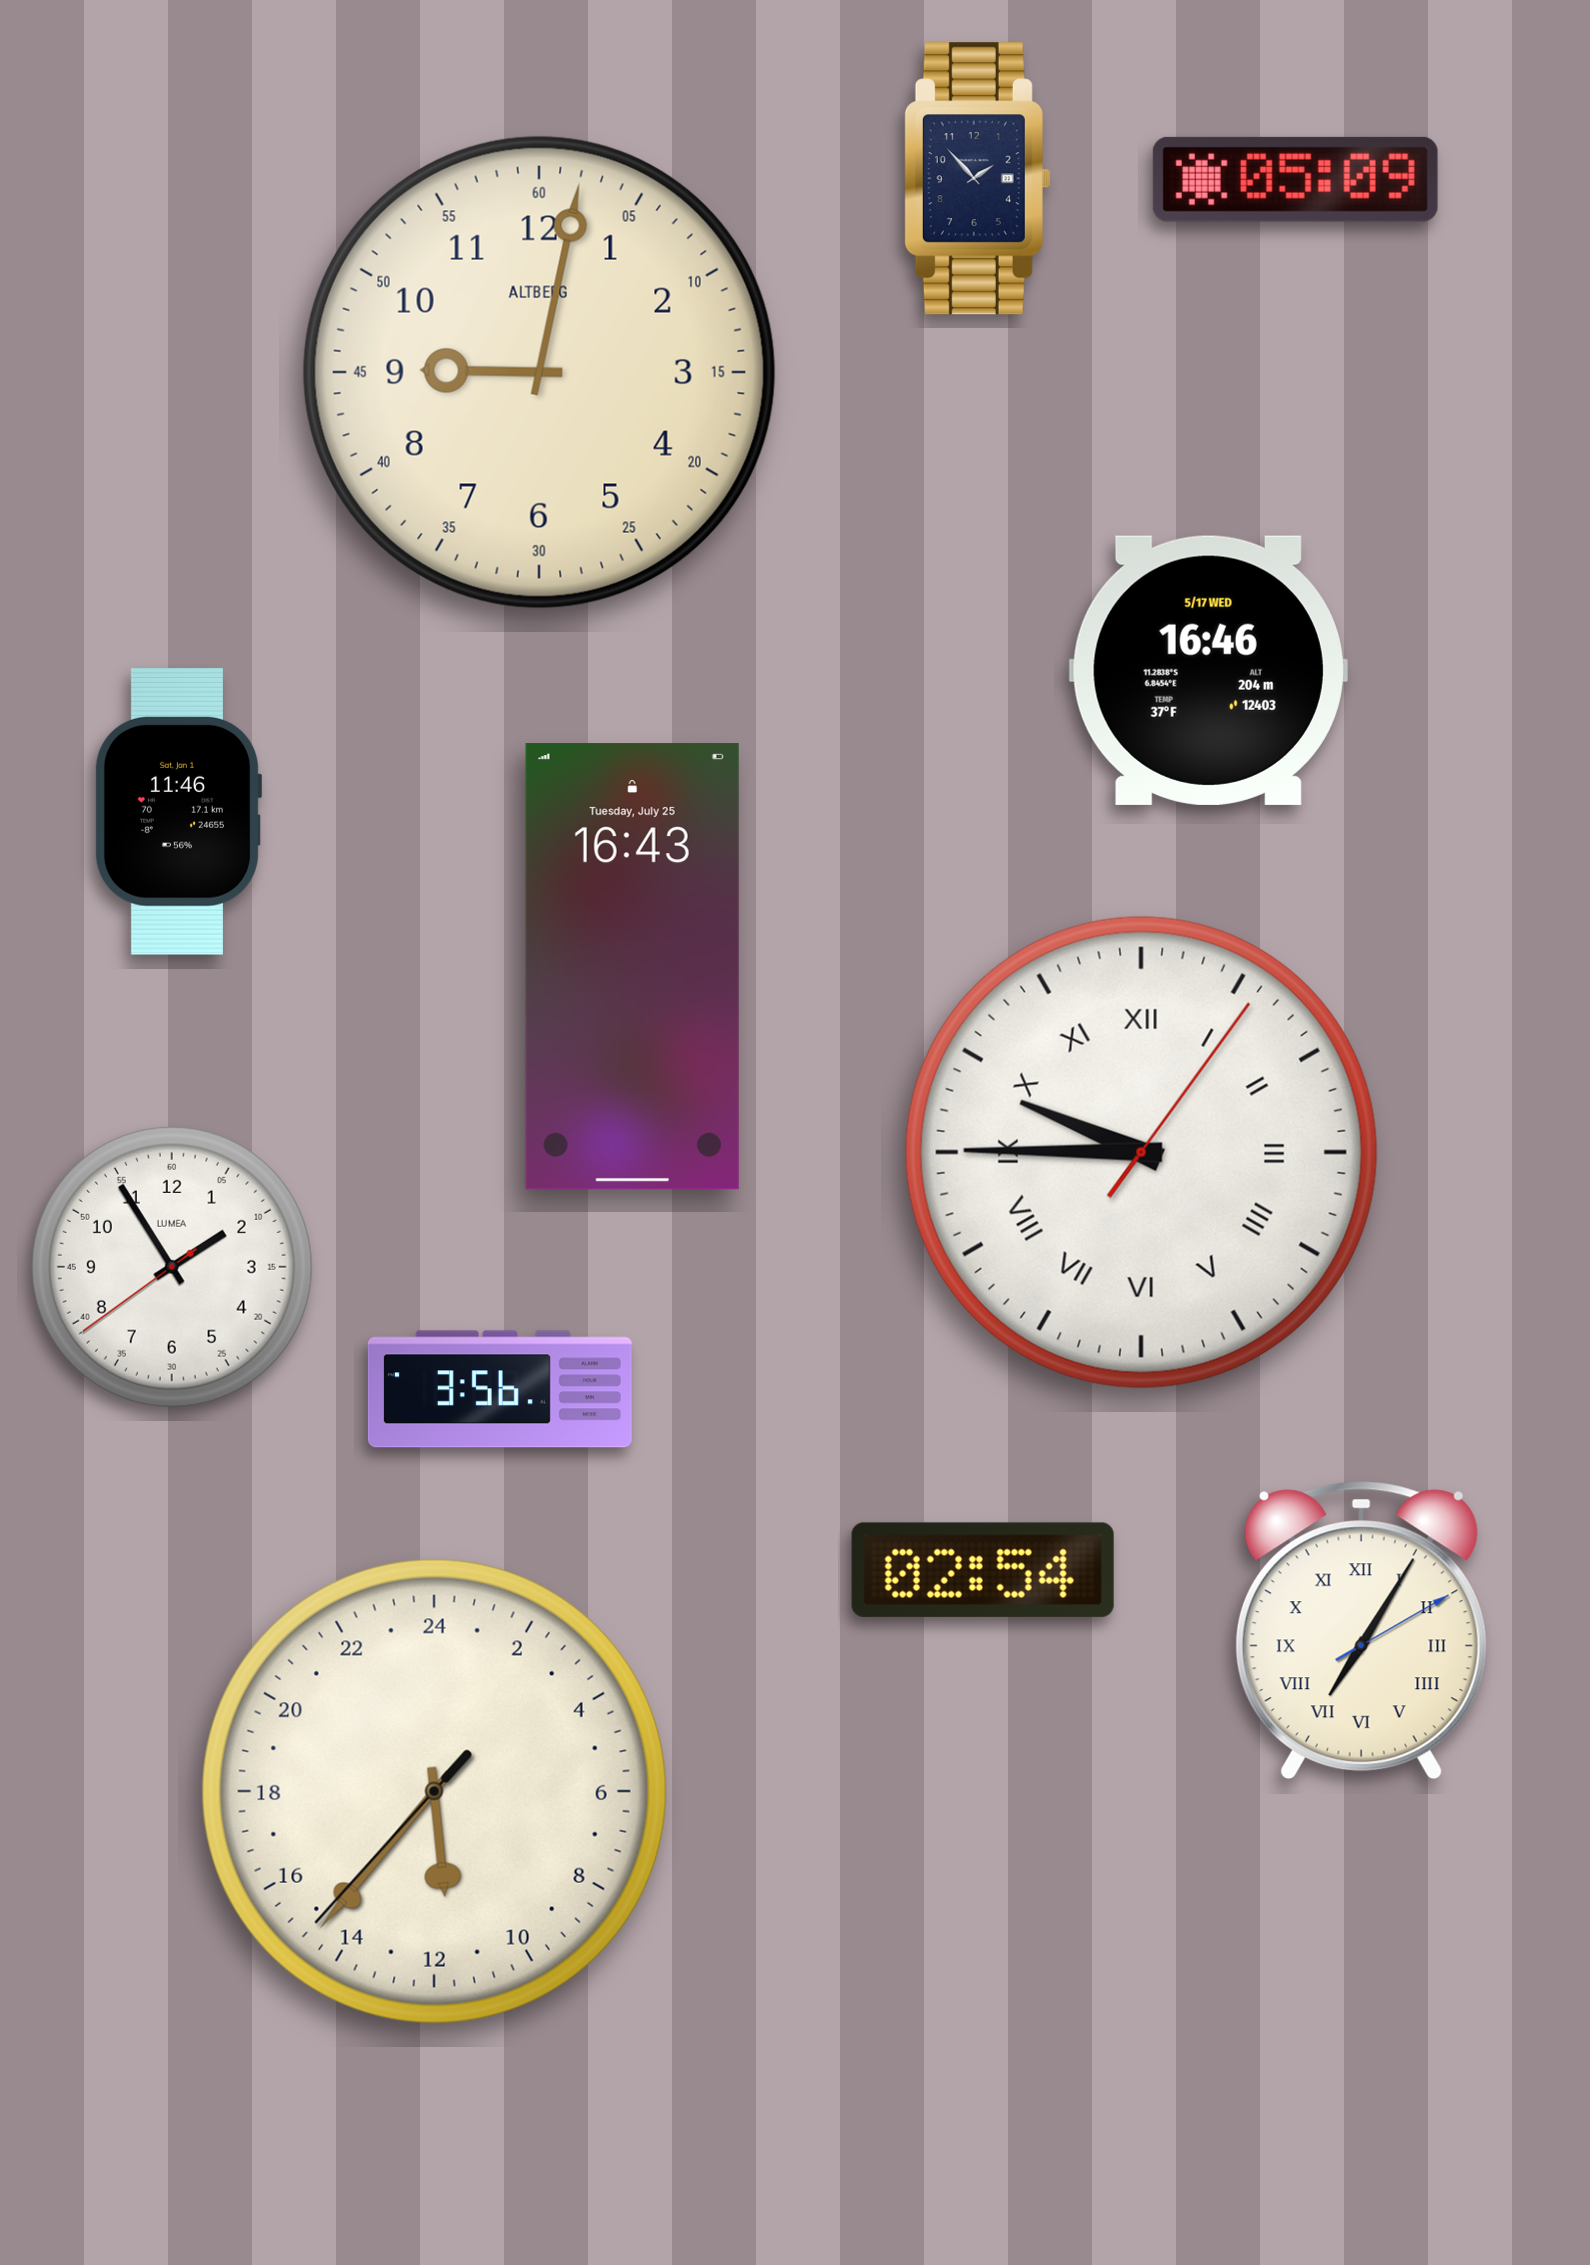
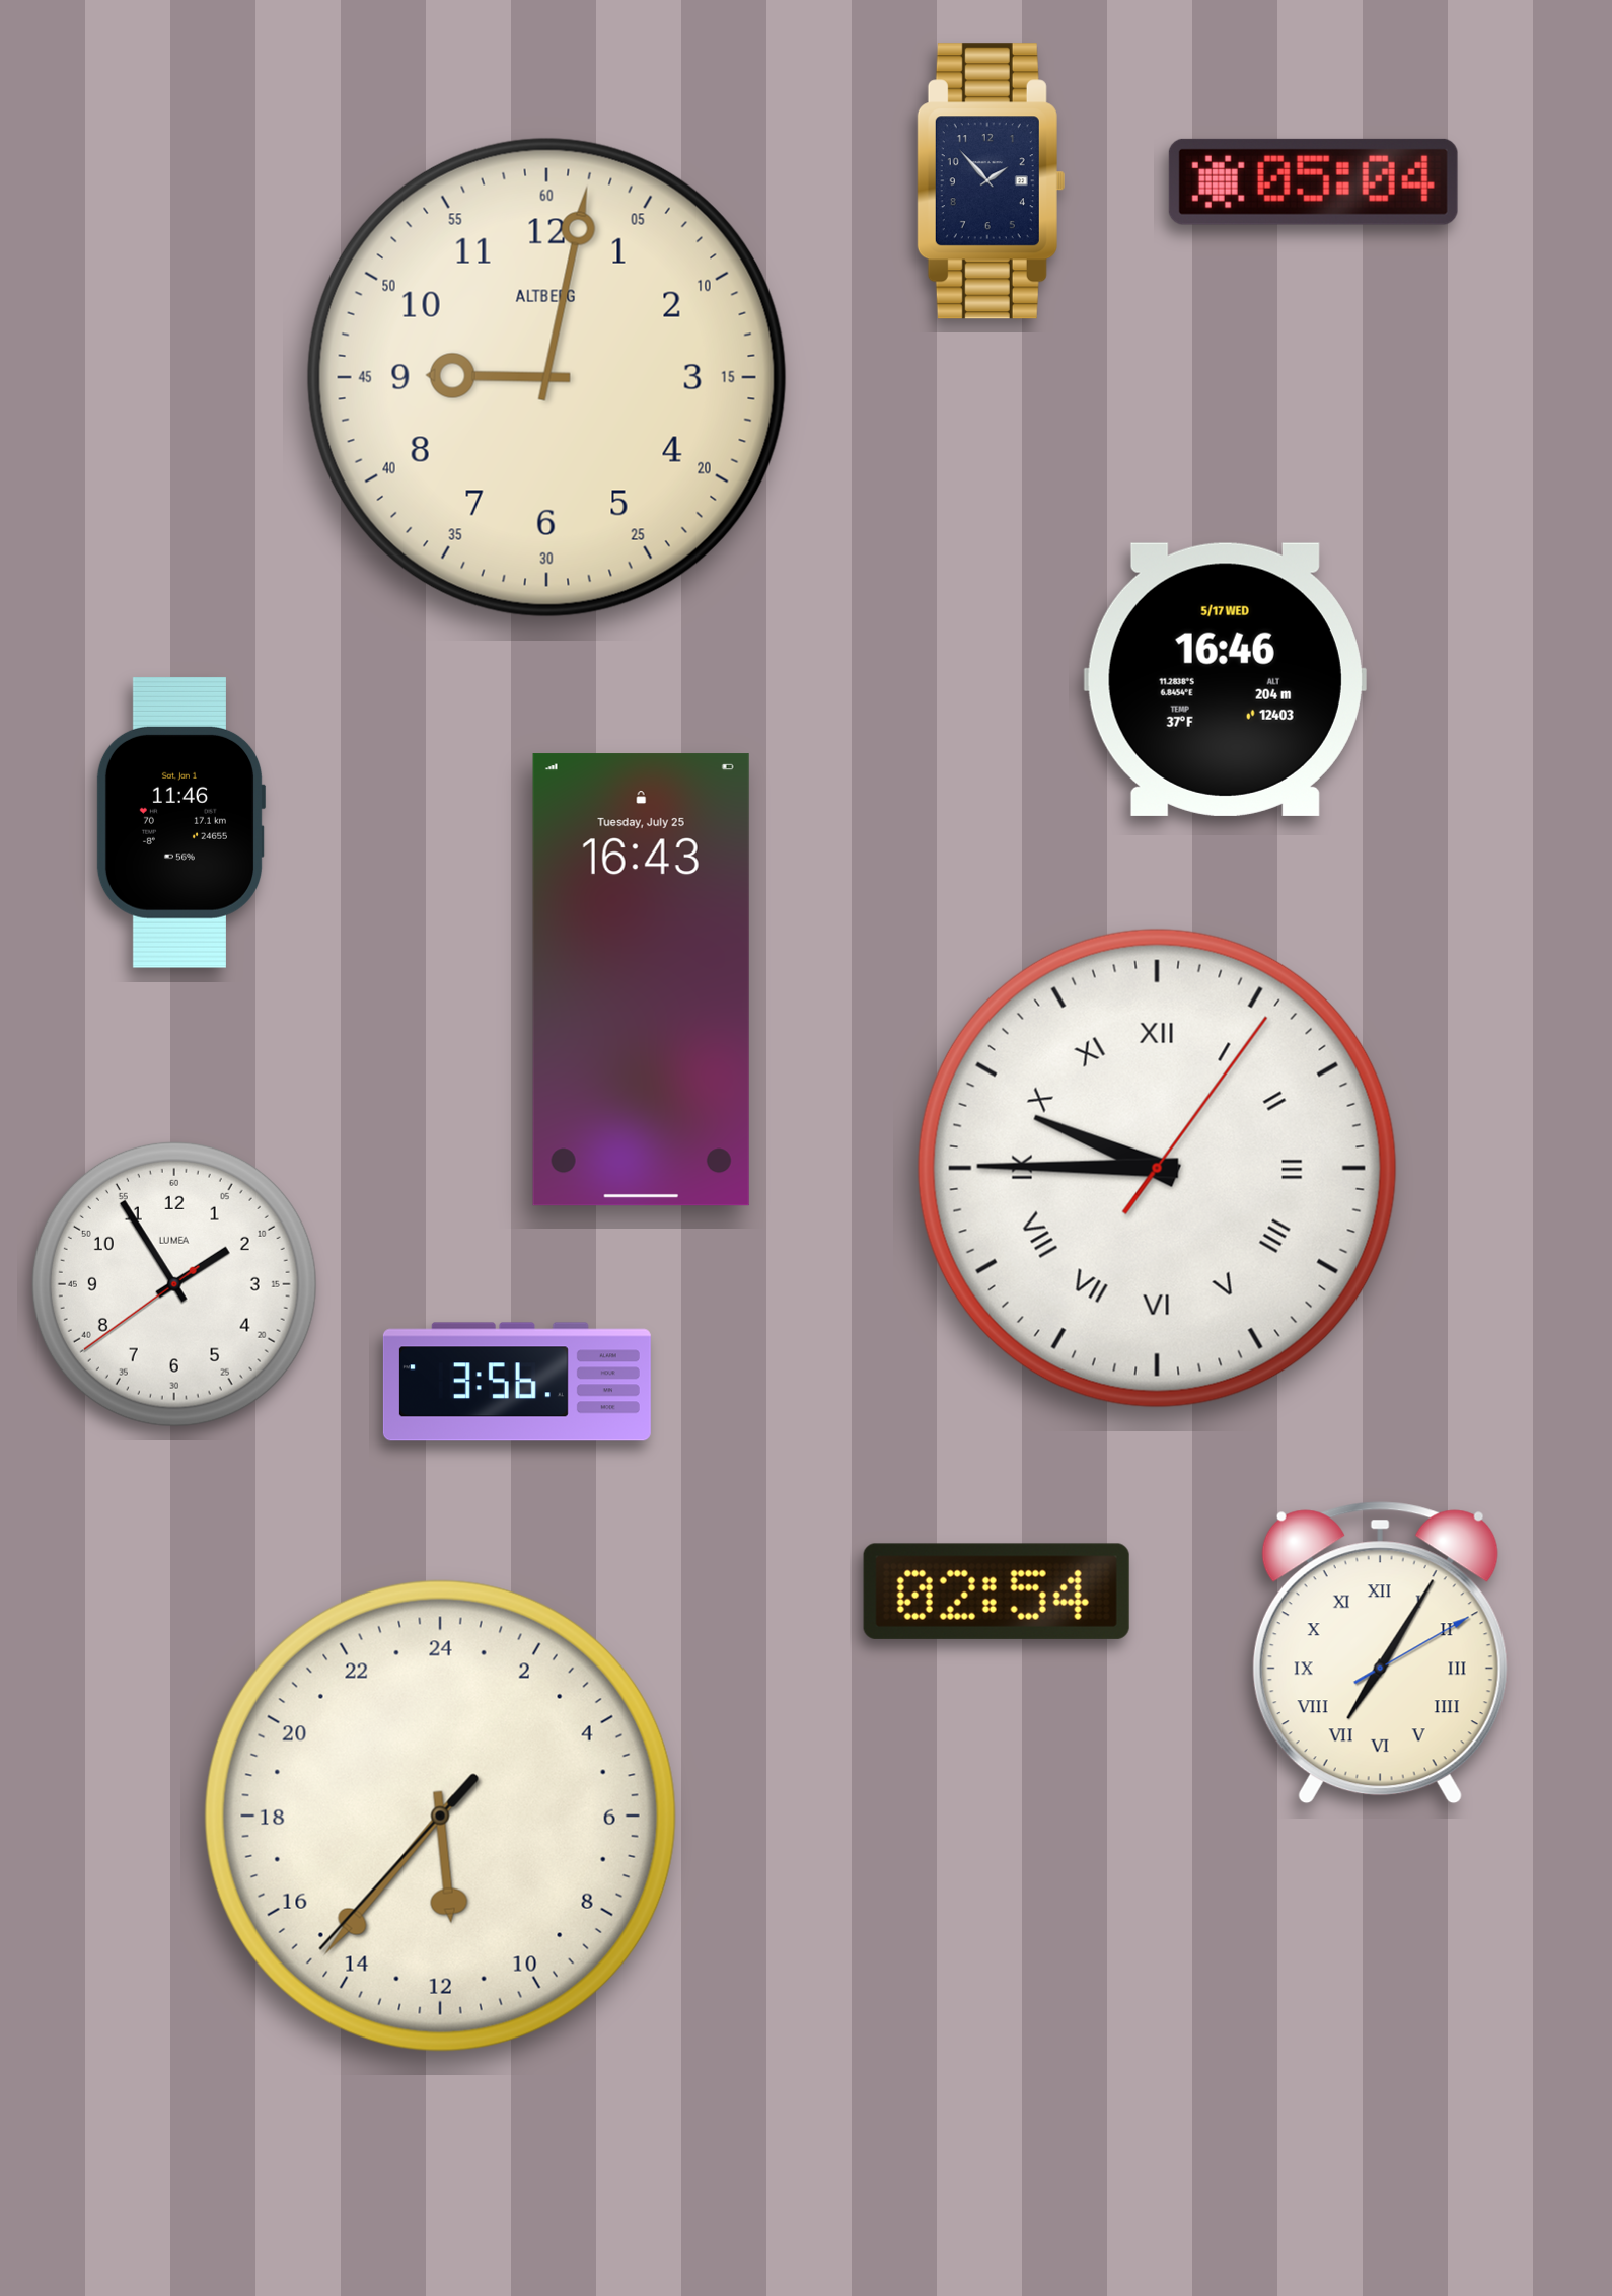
clock at (1295, 179): 05:09 -> 05:04
clock at (500, 1389) position: (500, 1389) -> (517, 1382)
